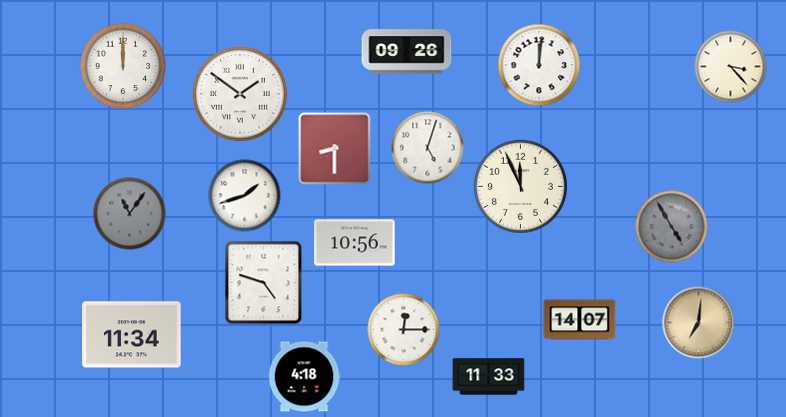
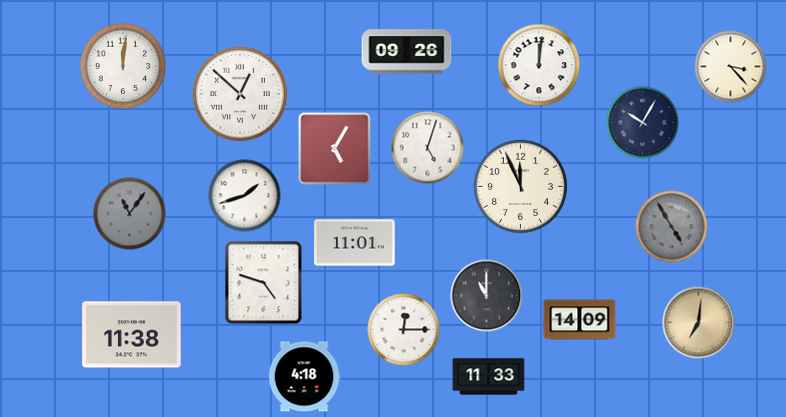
clock at (123, 66): 12:00 -> 12:01
clock at (240, 94): 1:51 -> 12:52
clock at (643, 123): none -> 10:05
clock at (335, 149): 8:30 -> 5:05
clock at (355, 243): 10:56 -> 11:01
clock at (487, 296): none -> 11:00
clock at (580, 320): 14:07 -> 14:09
clock at (132, 335): 11:34 -> 11:38
